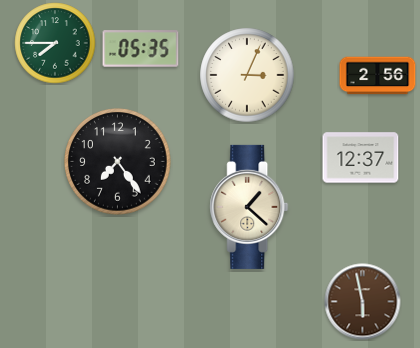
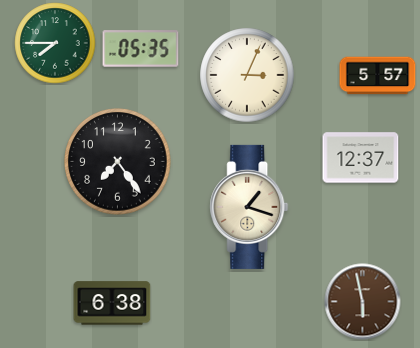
clock at (378, 76): 2:56 -> 5:57
clock at (249, 207): 1:22 -> 1:18
clock at (112, 303): none -> 6:38
